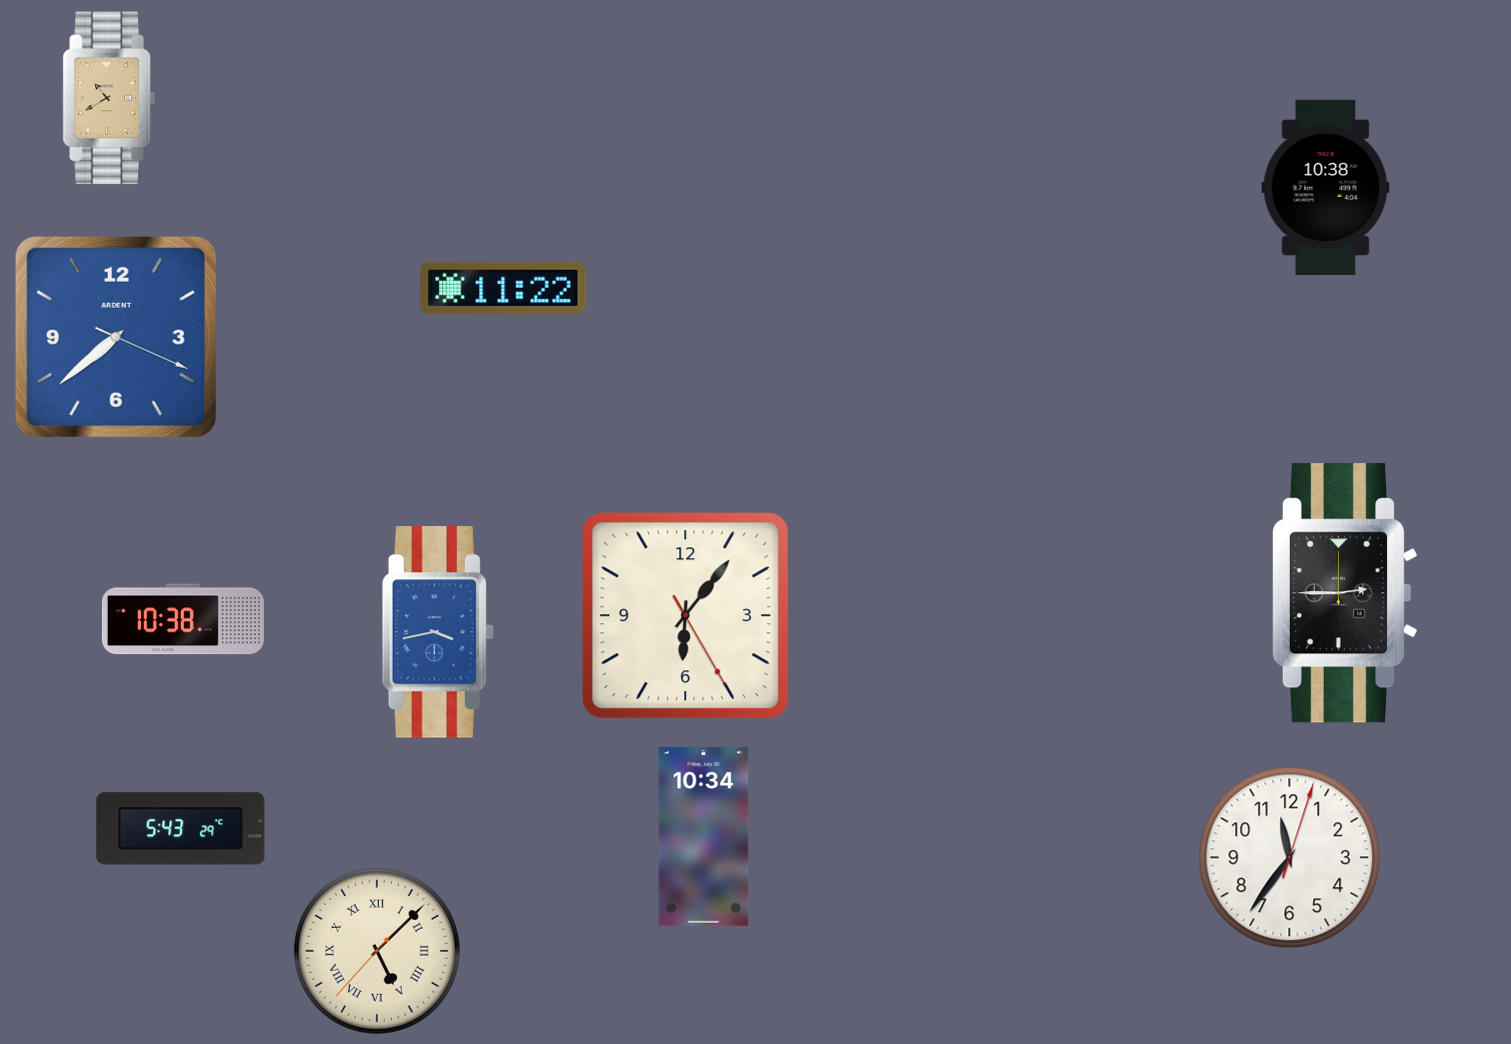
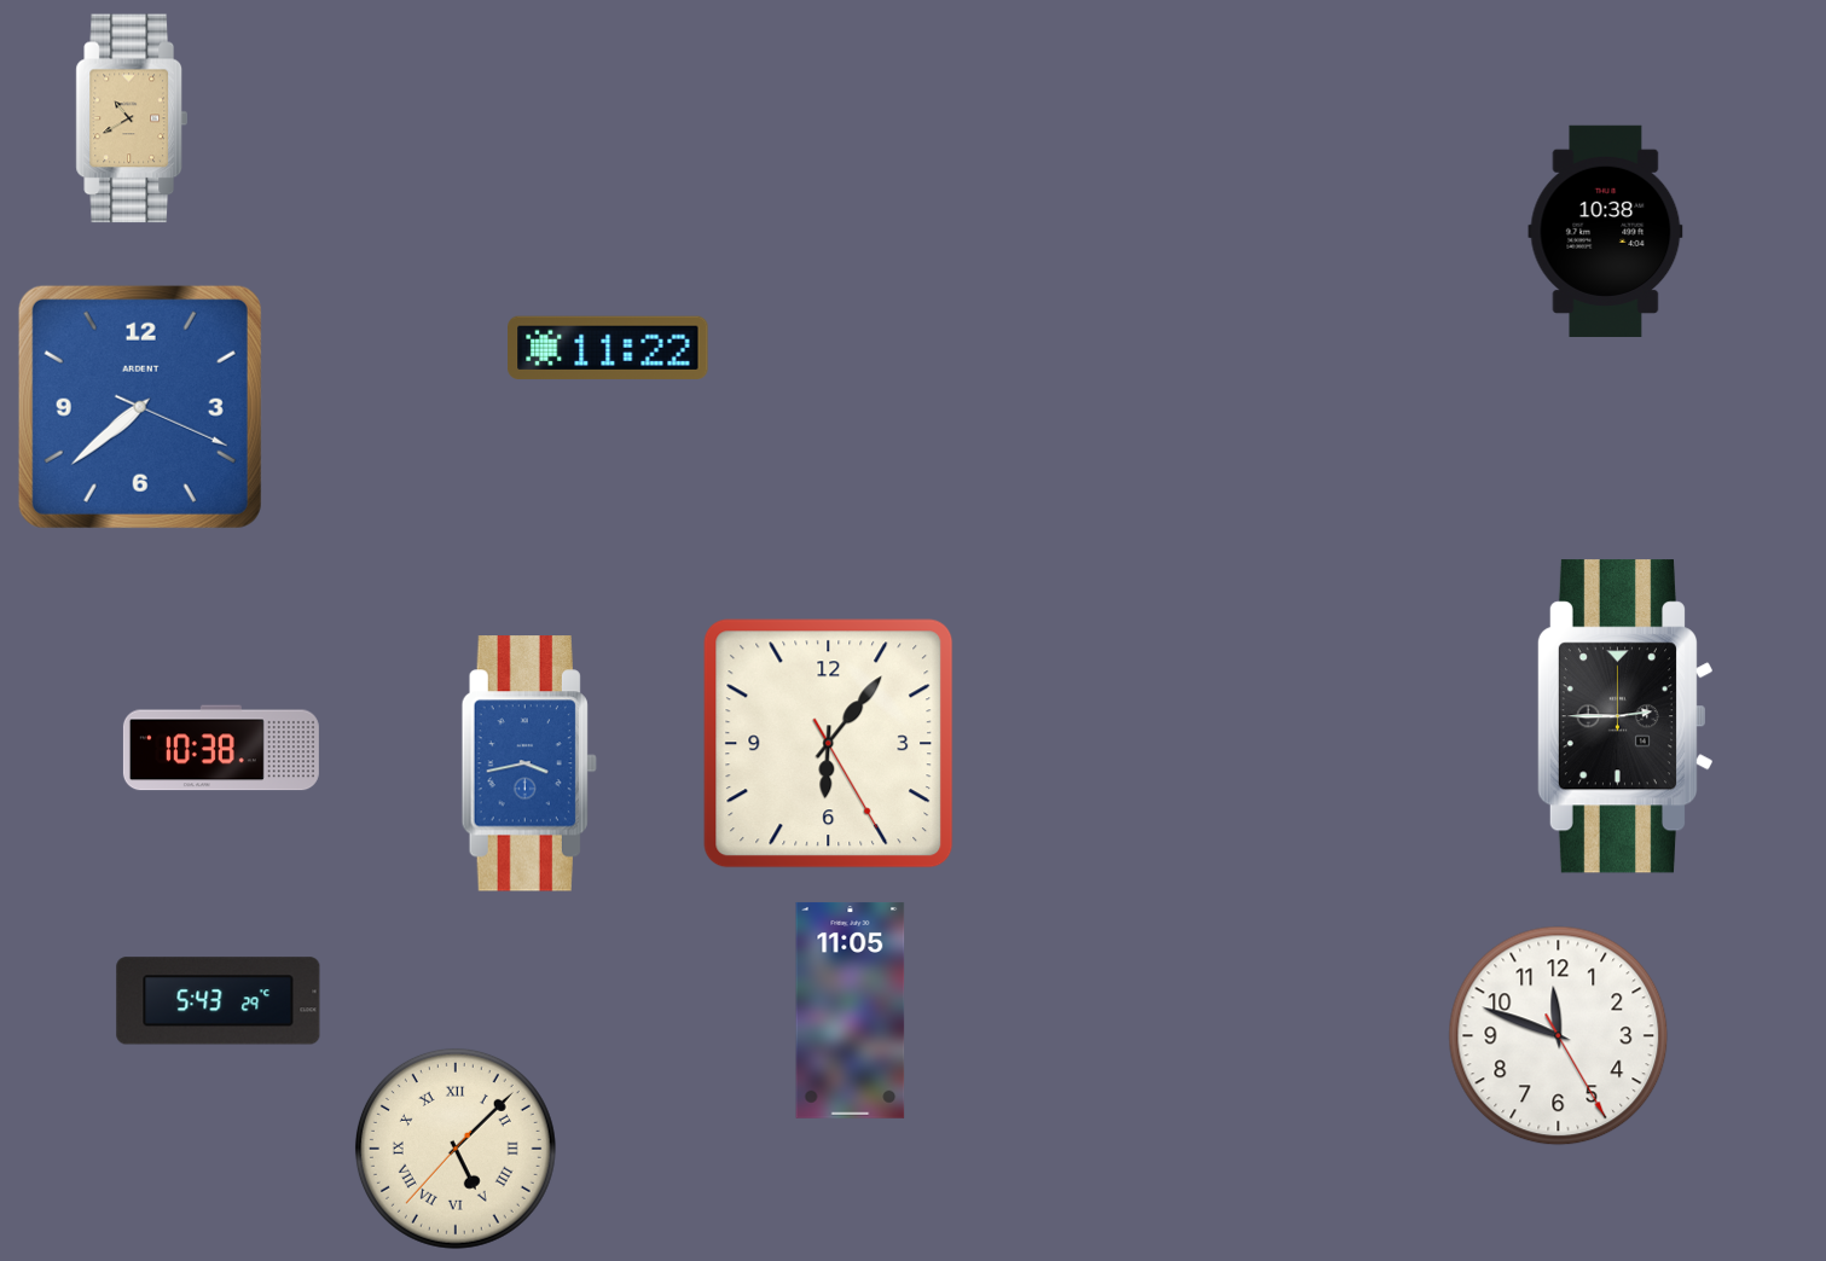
clock at (1326, 187) position: (1326, 187) -> (1606, 231)
clock at (704, 836): 10:34 -> 11:05
clock at (1290, 858): 11:36 -> 11:48
